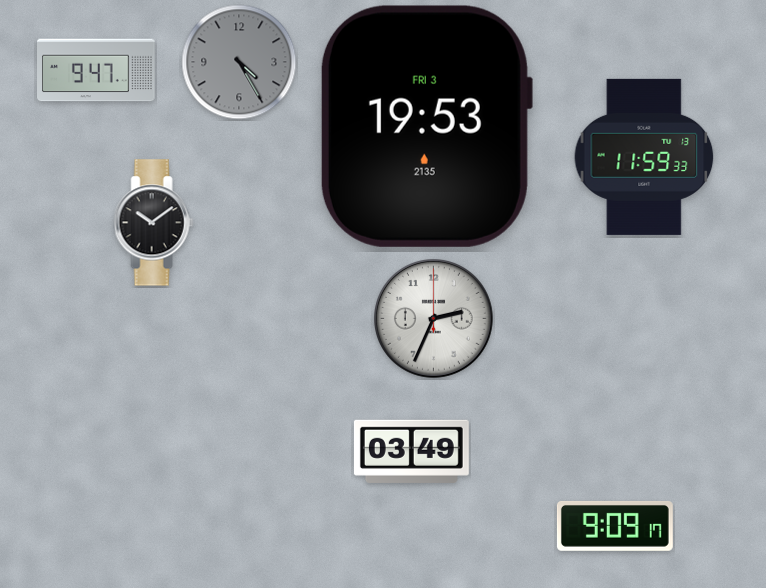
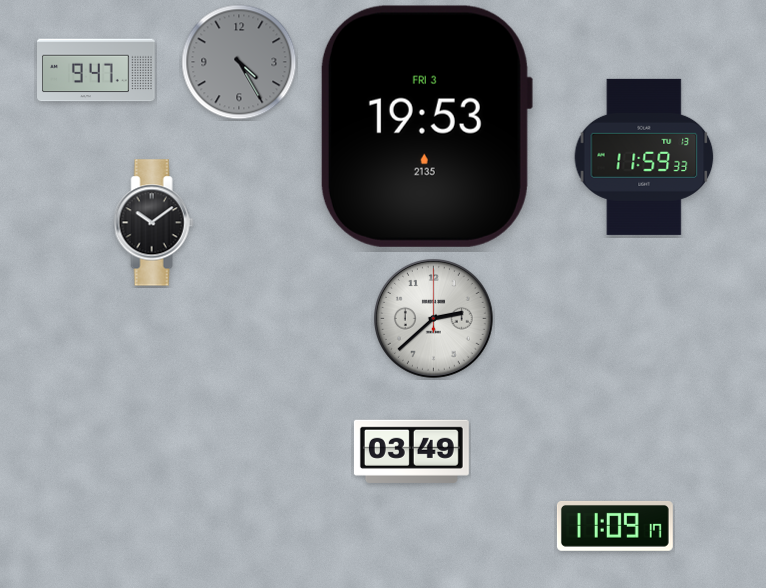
clock at (433, 318): 2:34 -> 2:38
clock at (615, 526): 9:09 -> 11:09
